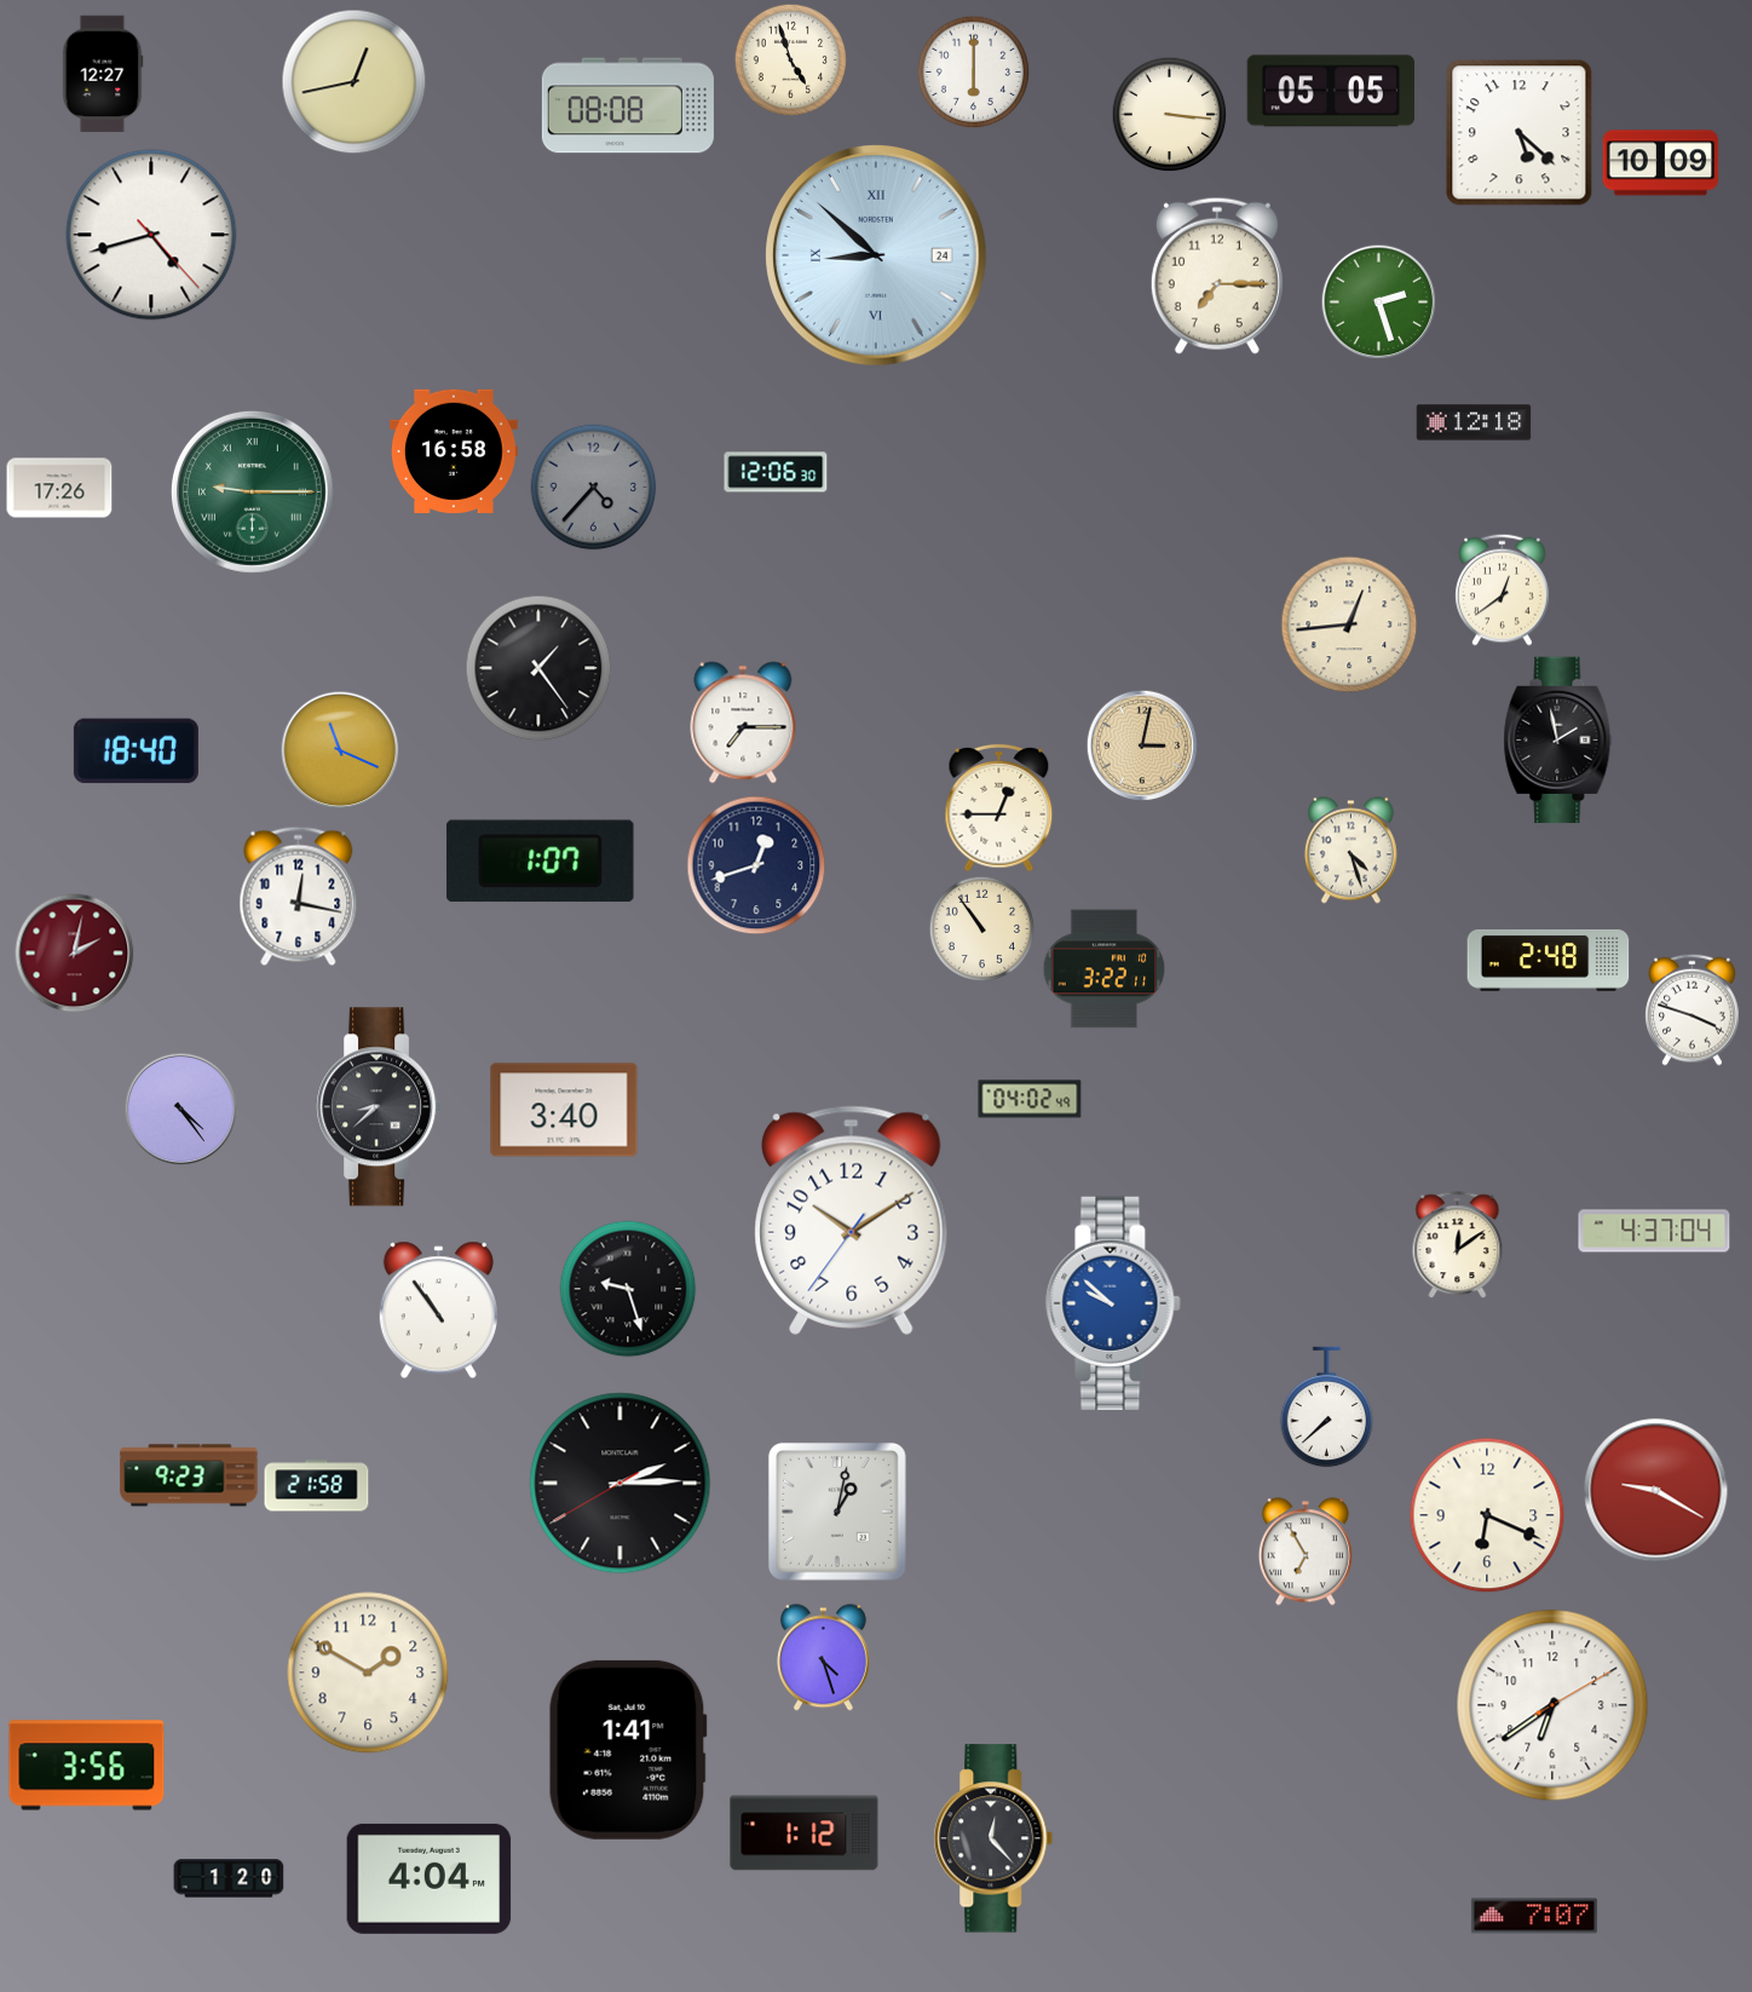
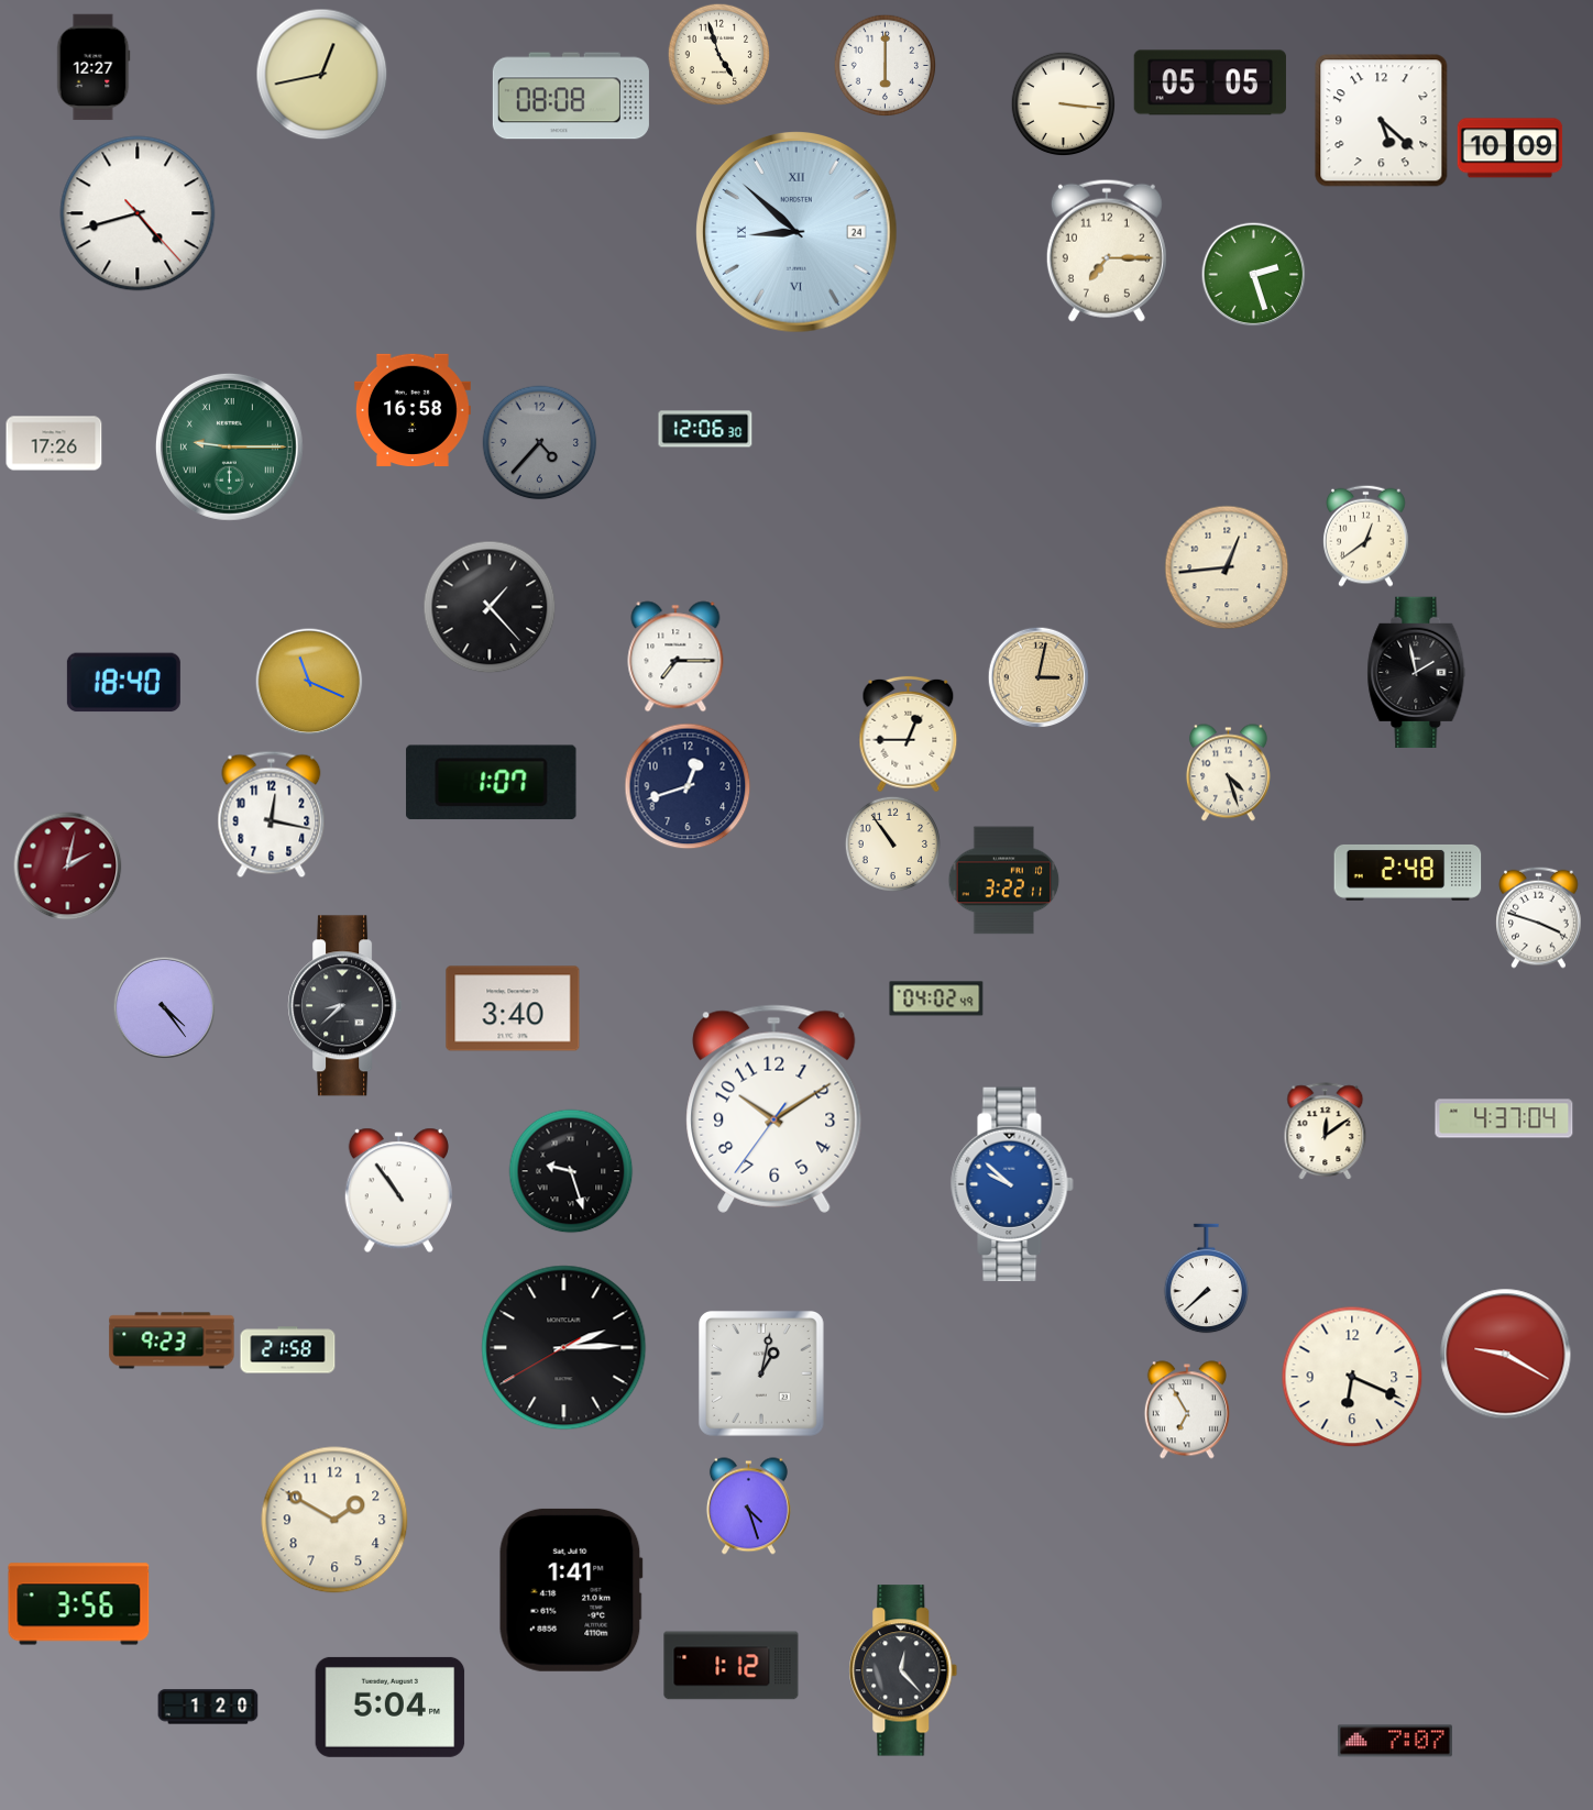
clock at (1474, 422): 12:18 -> none
clock at (538, 668): 1:24 -> 1:23
clock at (1552, 1705): 6:39 -> none
clock at (430, 1878): 4:04 -> 5:04
